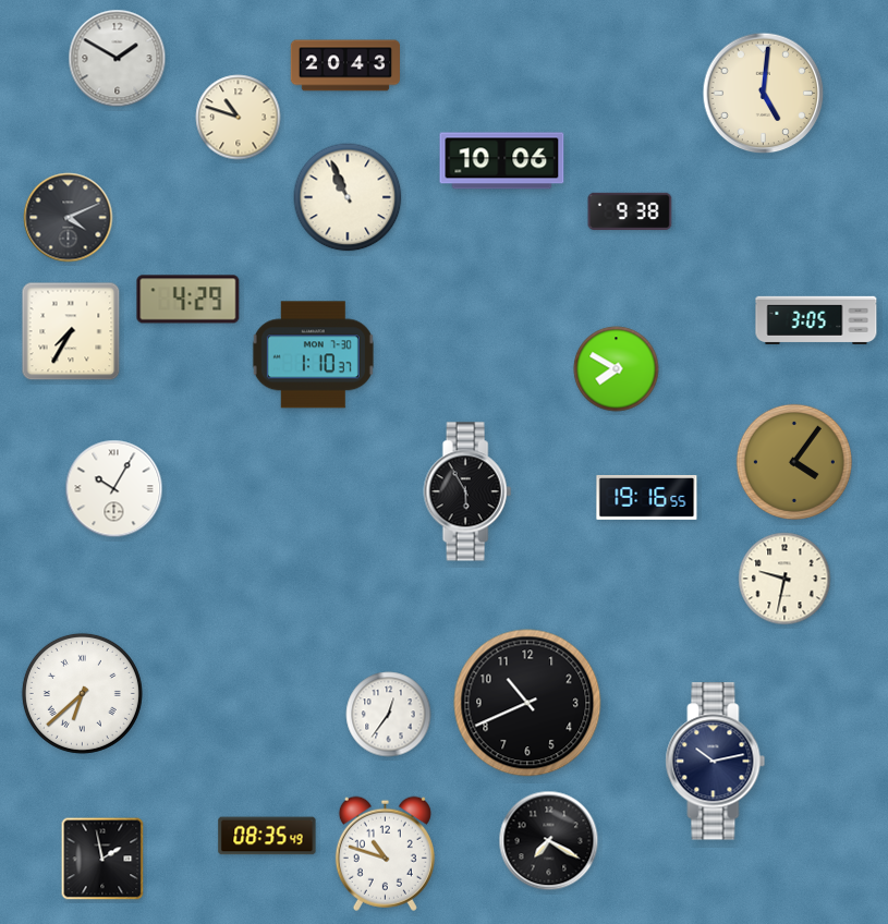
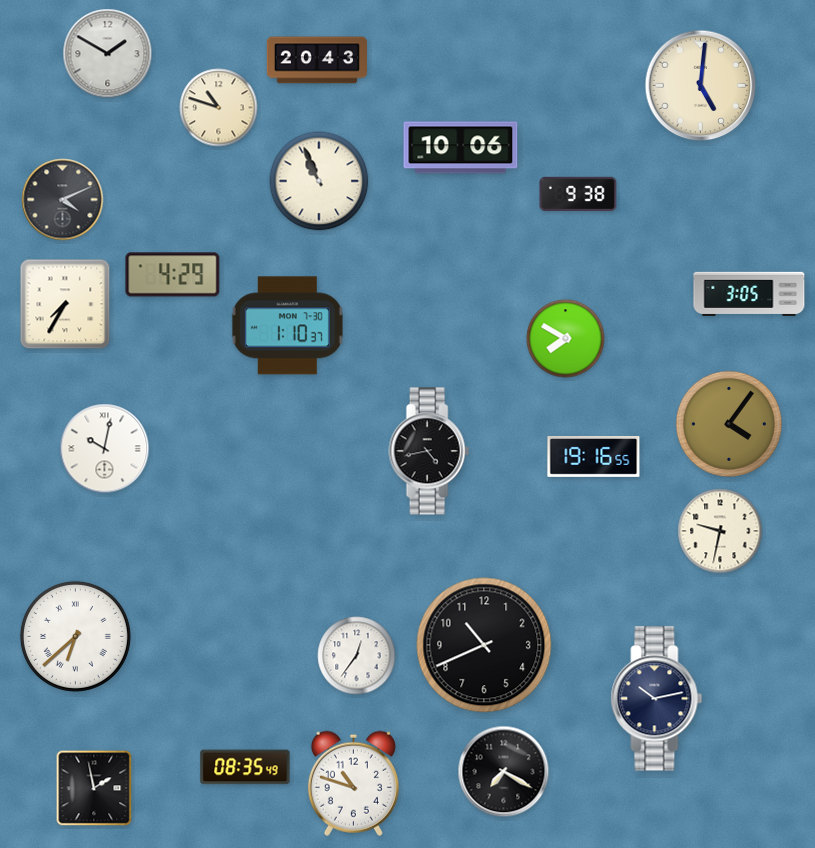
clock at (114, 489): 10:05 -> 10:02
clock at (467, 491): 5:55 -> 4:43
